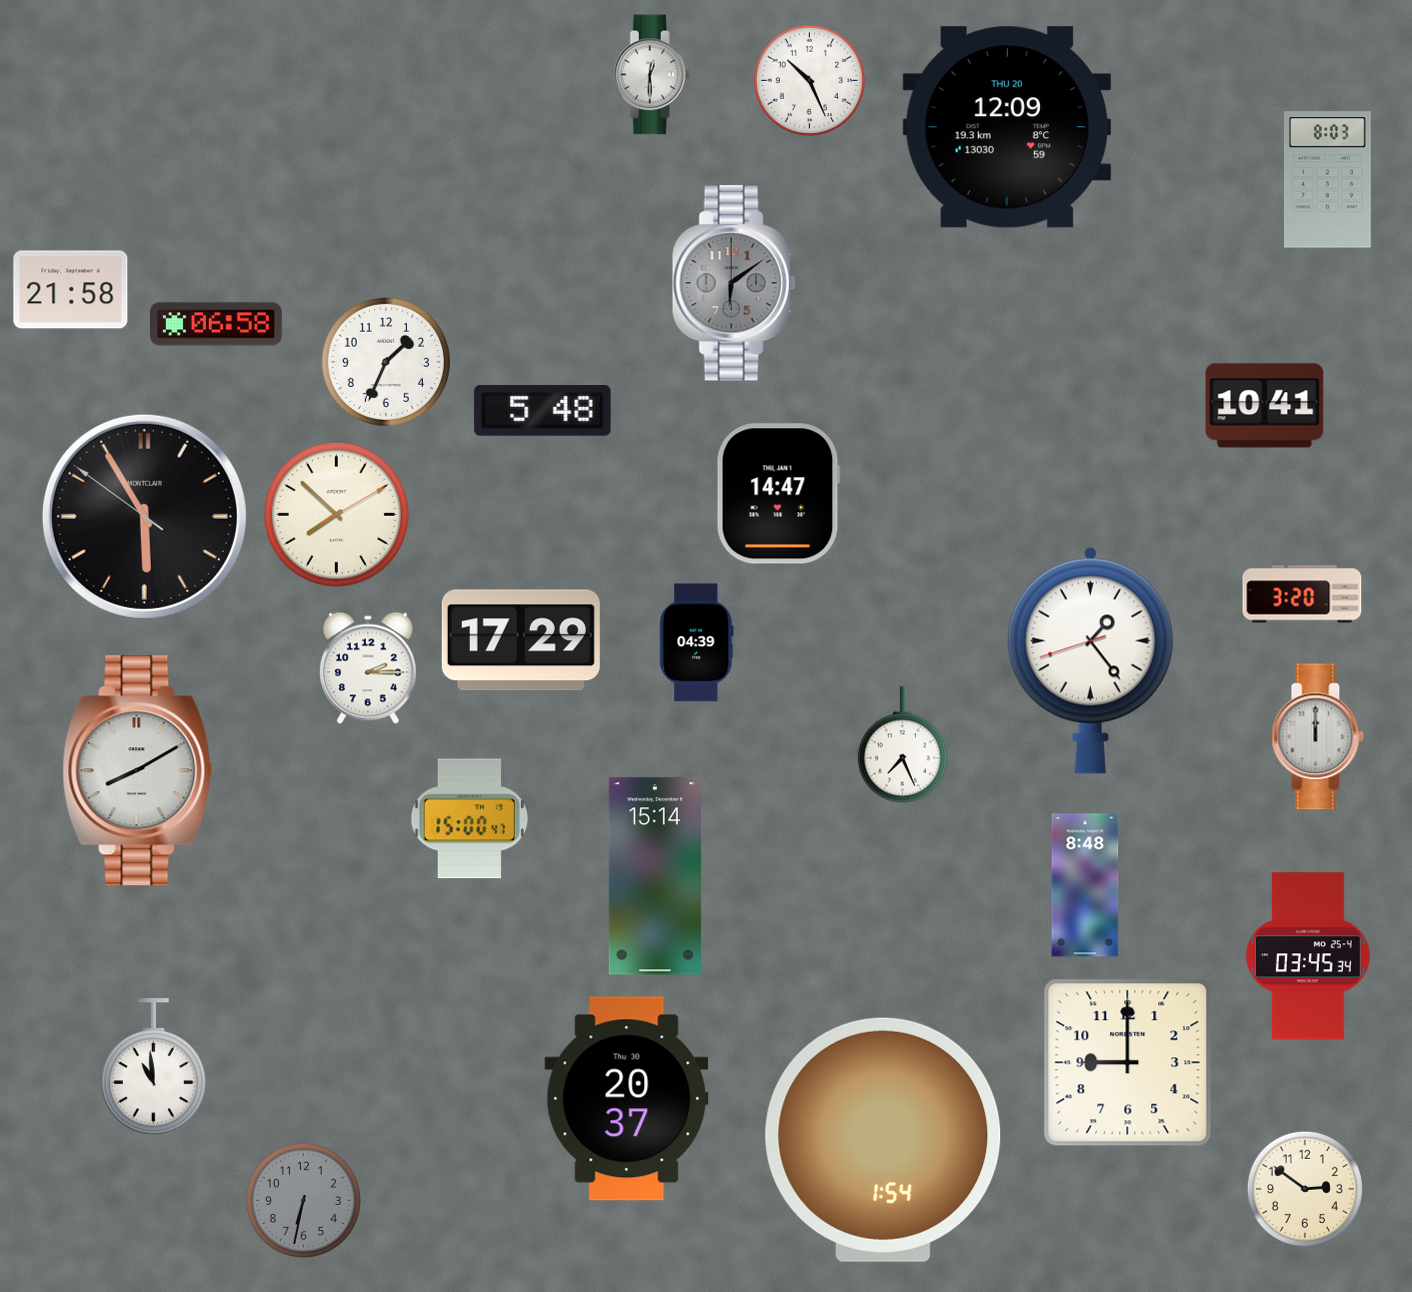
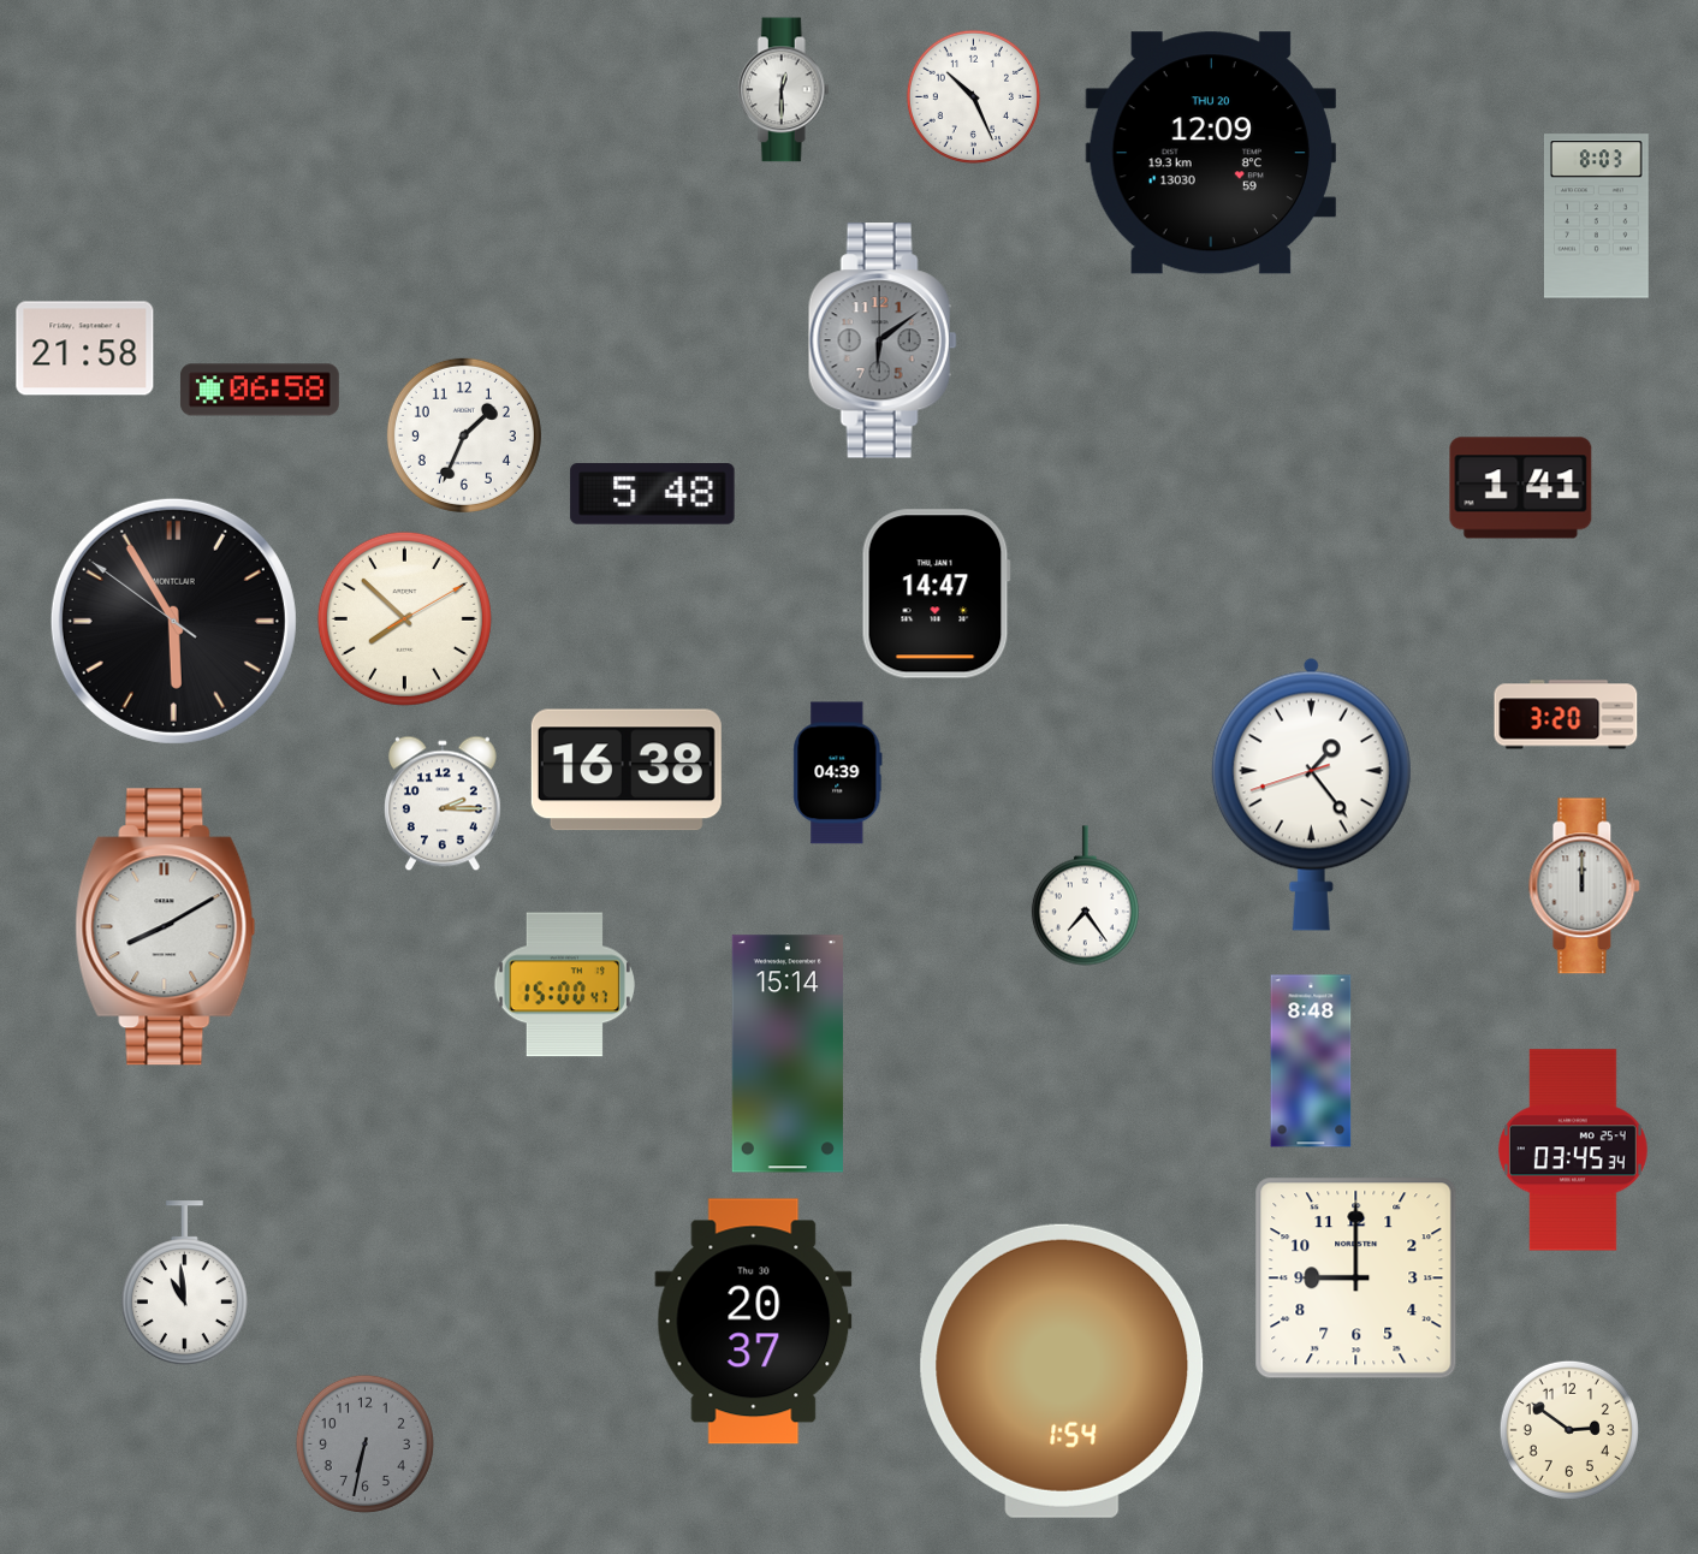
clock at (1265, 406): 10:41 -> 1:41
clock at (521, 640): 17:29 -> 16:38
clock at (902, 745): 7:26 -> 7:24
clock at (1085, 885) position: (1085, 885) -> (1311, 1061)
